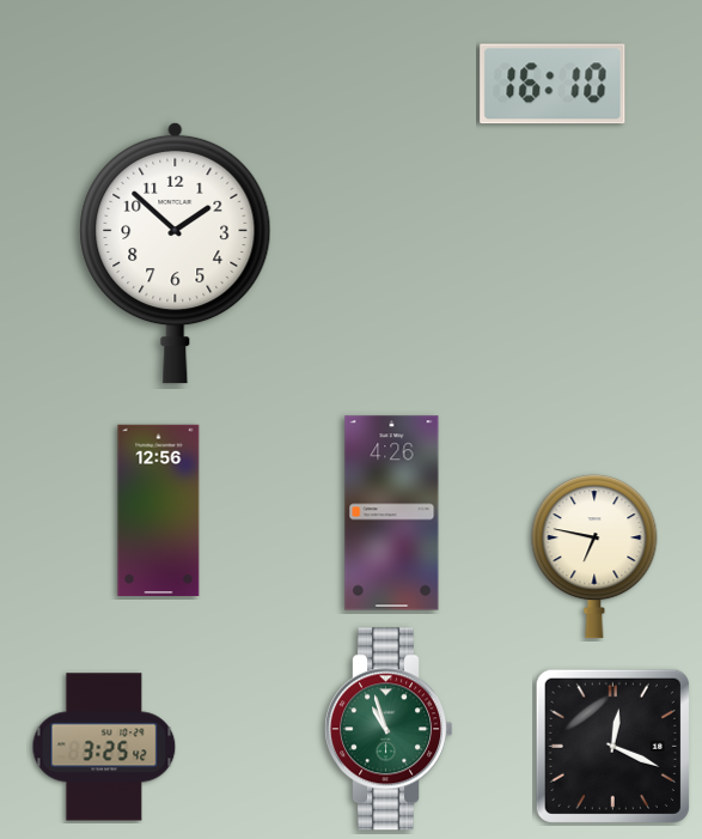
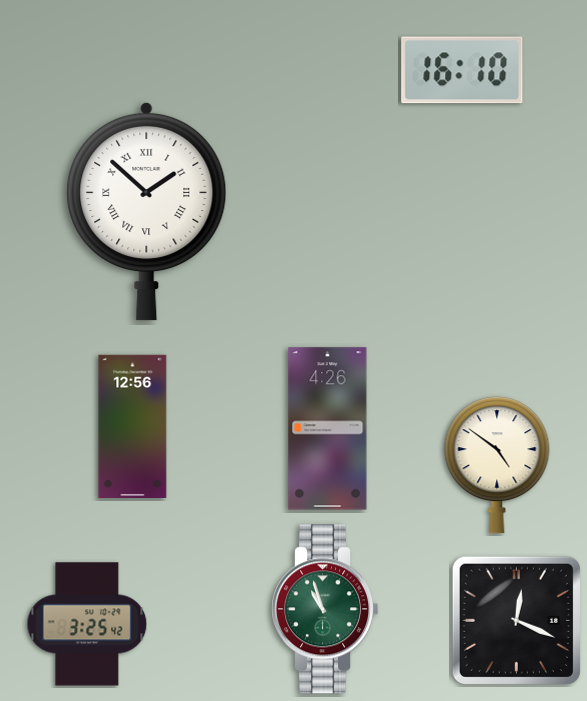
clock at (176, 253) numerals: Arabic -> Roman
clock at (594, 557): 6:47 -> 4:51
clock at (612, 746) position: (612, 746) -> (516, 620)
